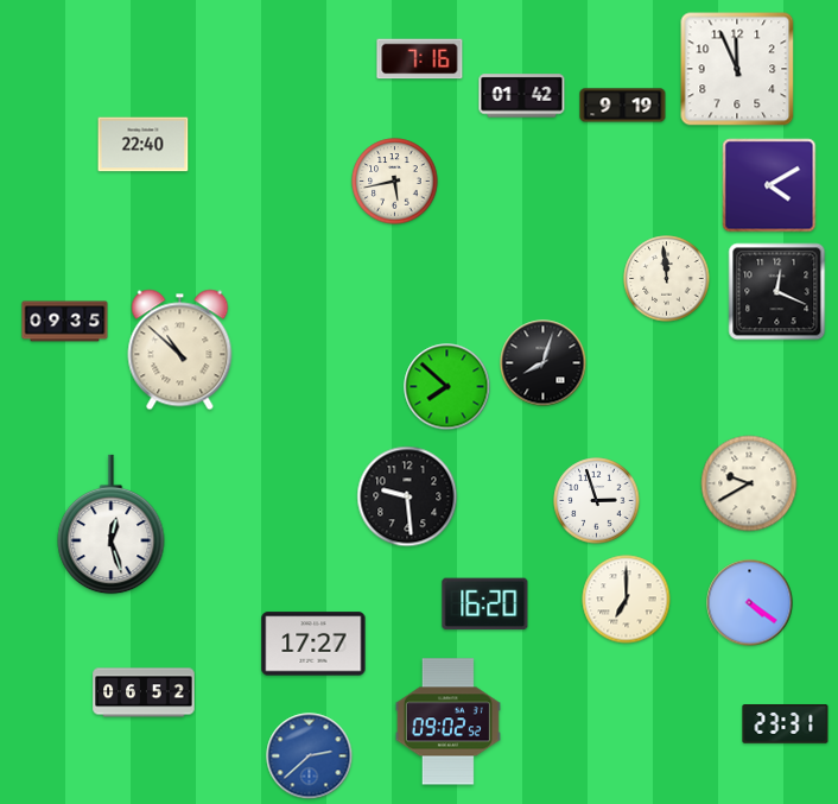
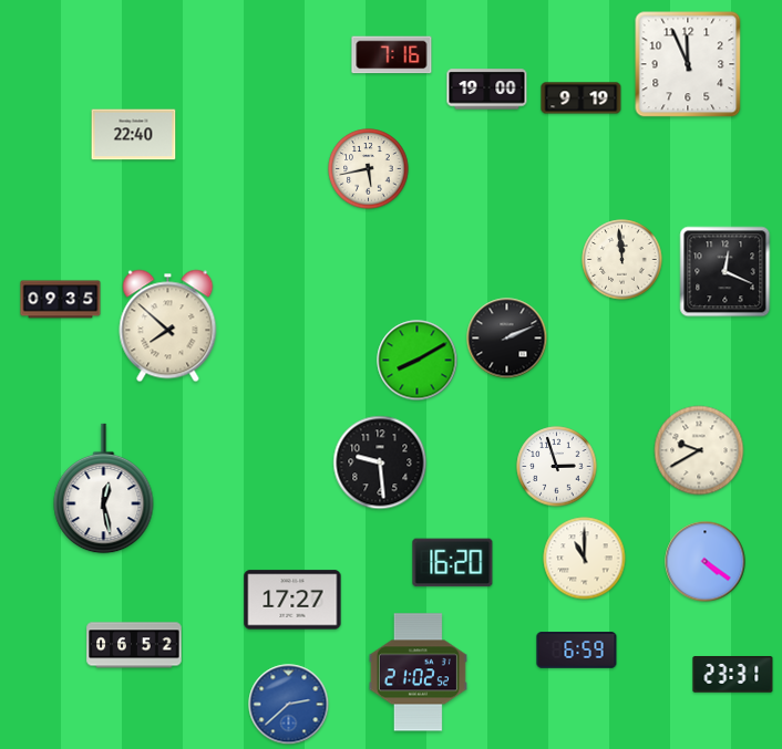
clock at (522, 96): 01:42 -> 19:00
clock at (769, 185): 4:10 -> none
clock at (180, 350): 10:52 -> 7:52
clock at (544, 363): 8:03 -> 2:11
clock at (447, 387): 7:52 -> 8:10
clock at (112, 525): 12:27 -> 12:28
clock at (627, 600): 7:00 -> 11:00
clock at (750, 603) position: (750, 603) -> (706, 562)
clock at (577, 651): none -> 6:59
clock at (447, 722): 09:02 -> 21:02
